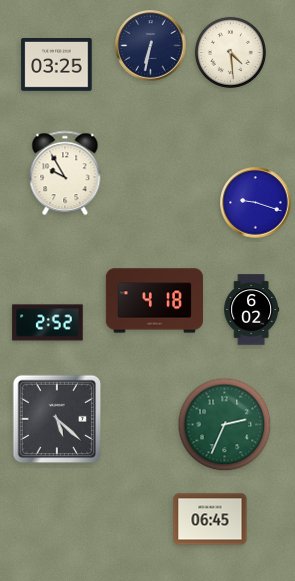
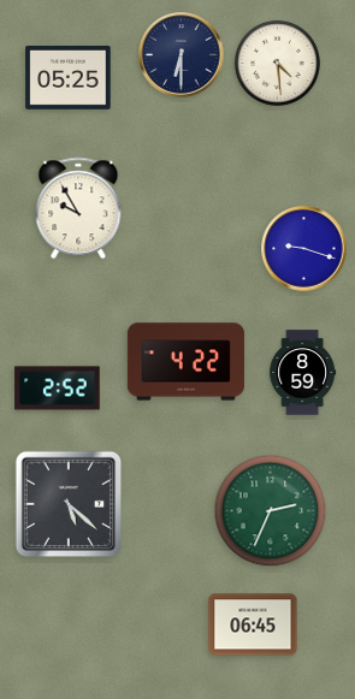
clock at (151, 46): 6:32 -> 6:30
clock at (57, 65): 03:25 -> 05:25
clock at (256, 203) position: (256, 203) -> (304, 249)
clock at (154, 301): 4:18 -> 4:22
clock at (252, 310): 6:02 -> 8:59
